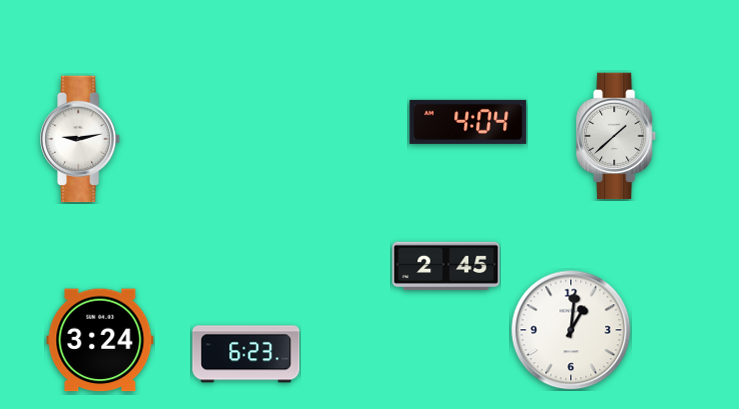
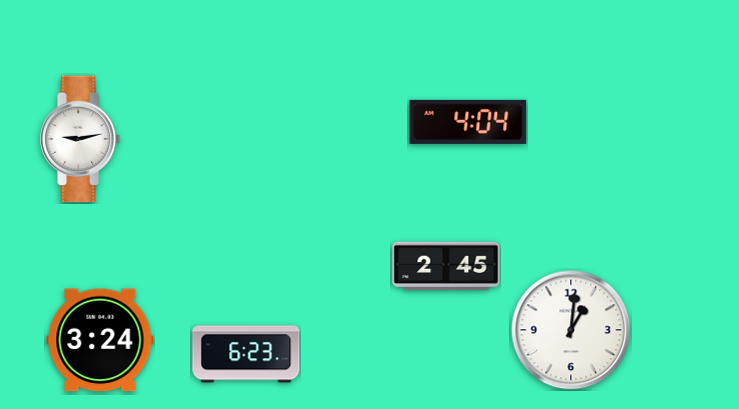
clock at (617, 136): 1:38 -> none
